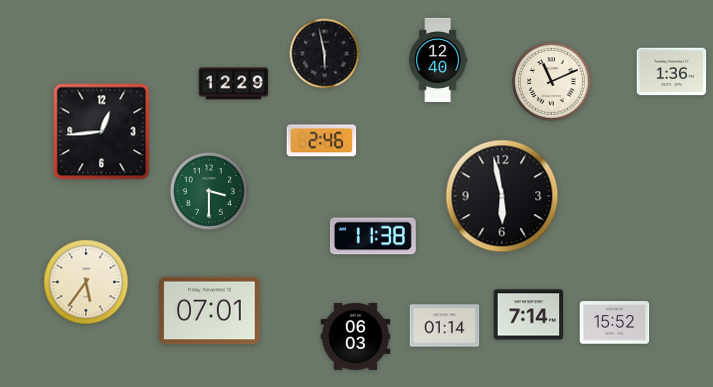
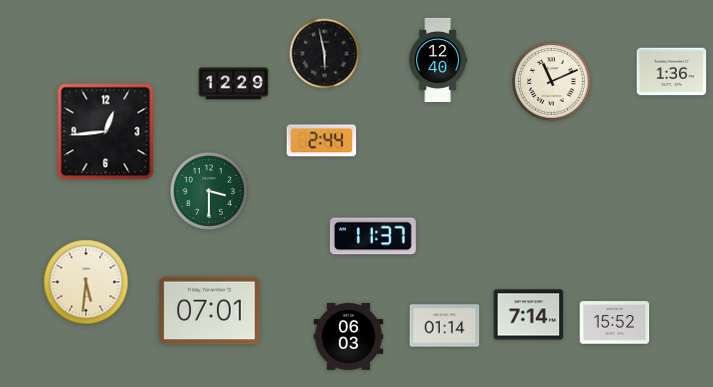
clock at (102, 132) position: (102, 132) -> (106, 132)
clock at (322, 141): 2:46 -> 2:44
clock at (502, 196): 5:58 -> none
clock at (373, 236): 11:38 -> 11:37
clock at (86, 282): 5:36 -> 5:31
clock at (356, 336) position: (356, 336) -> (349, 336)
